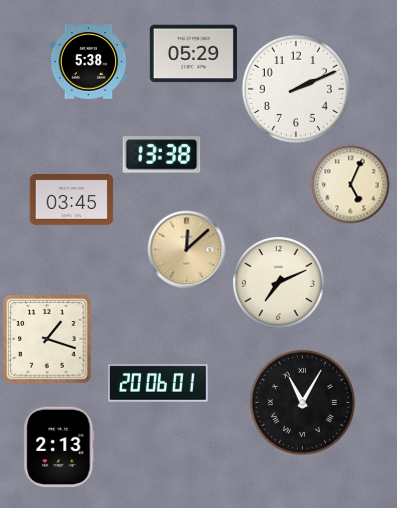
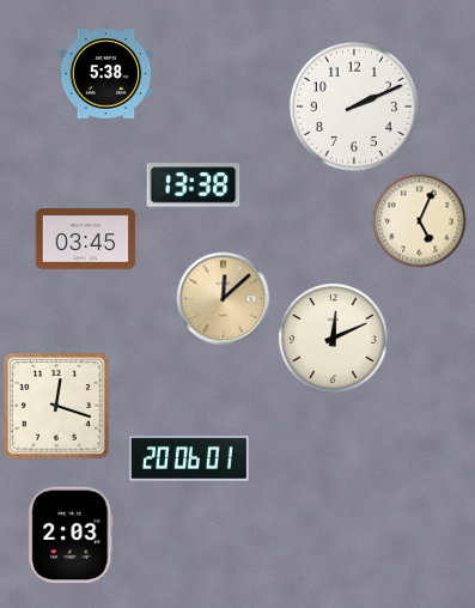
clock at (193, 54): 05:29 -> none
clock at (278, 282): 7:11 -> 12:11
clock at (47, 339): 1:18 -> 12:18
clock at (302, 402): 11:05 -> none
clock at (59, 447): 2:13 -> 2:03
